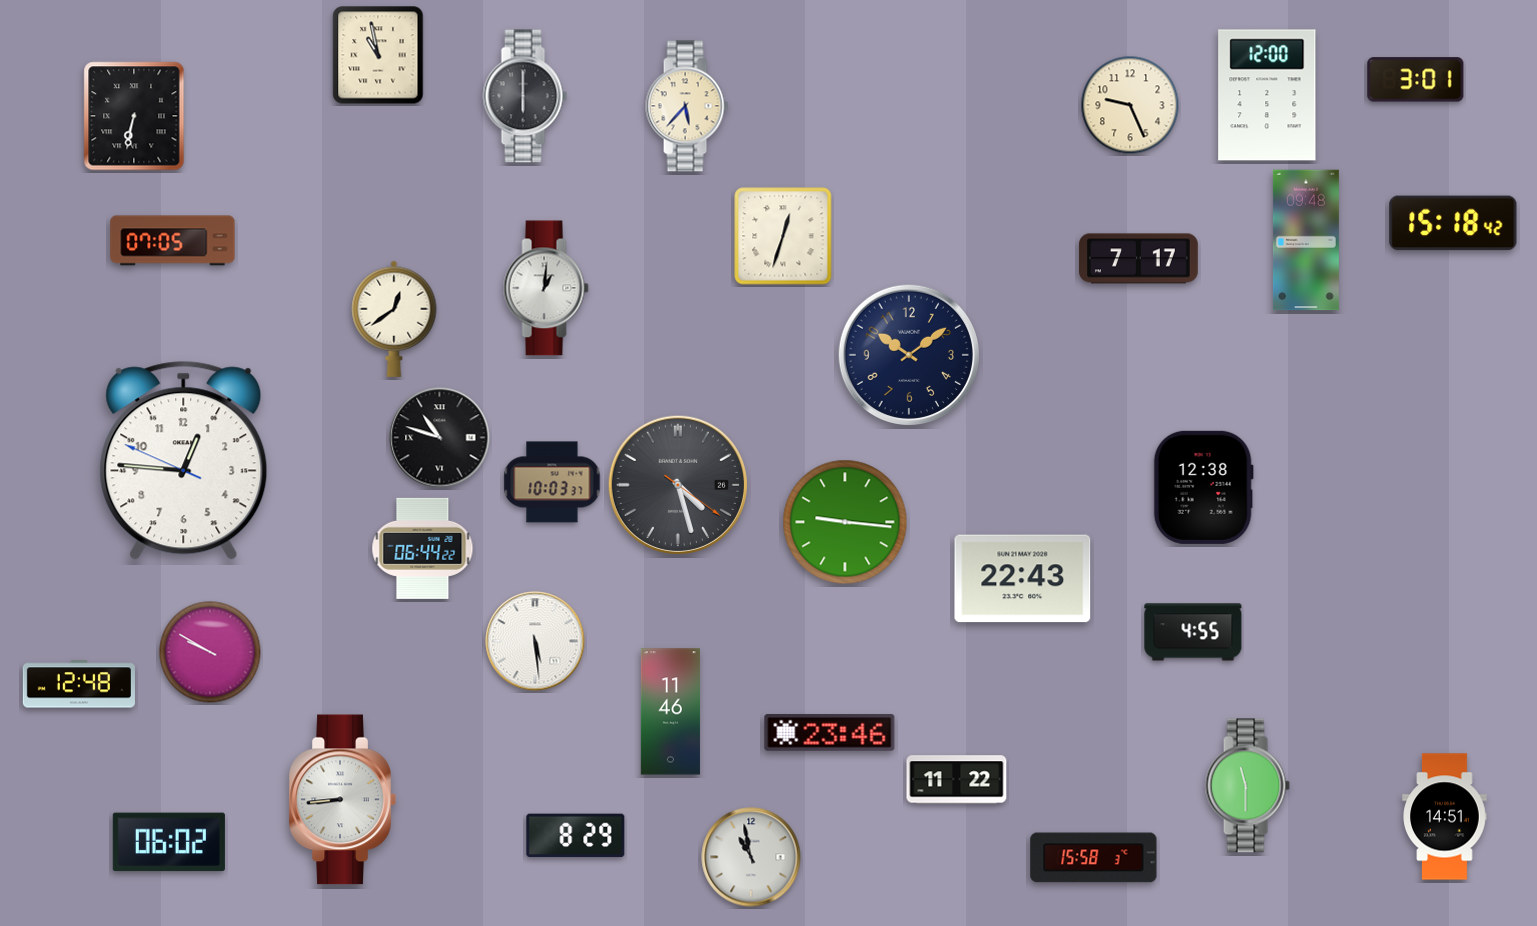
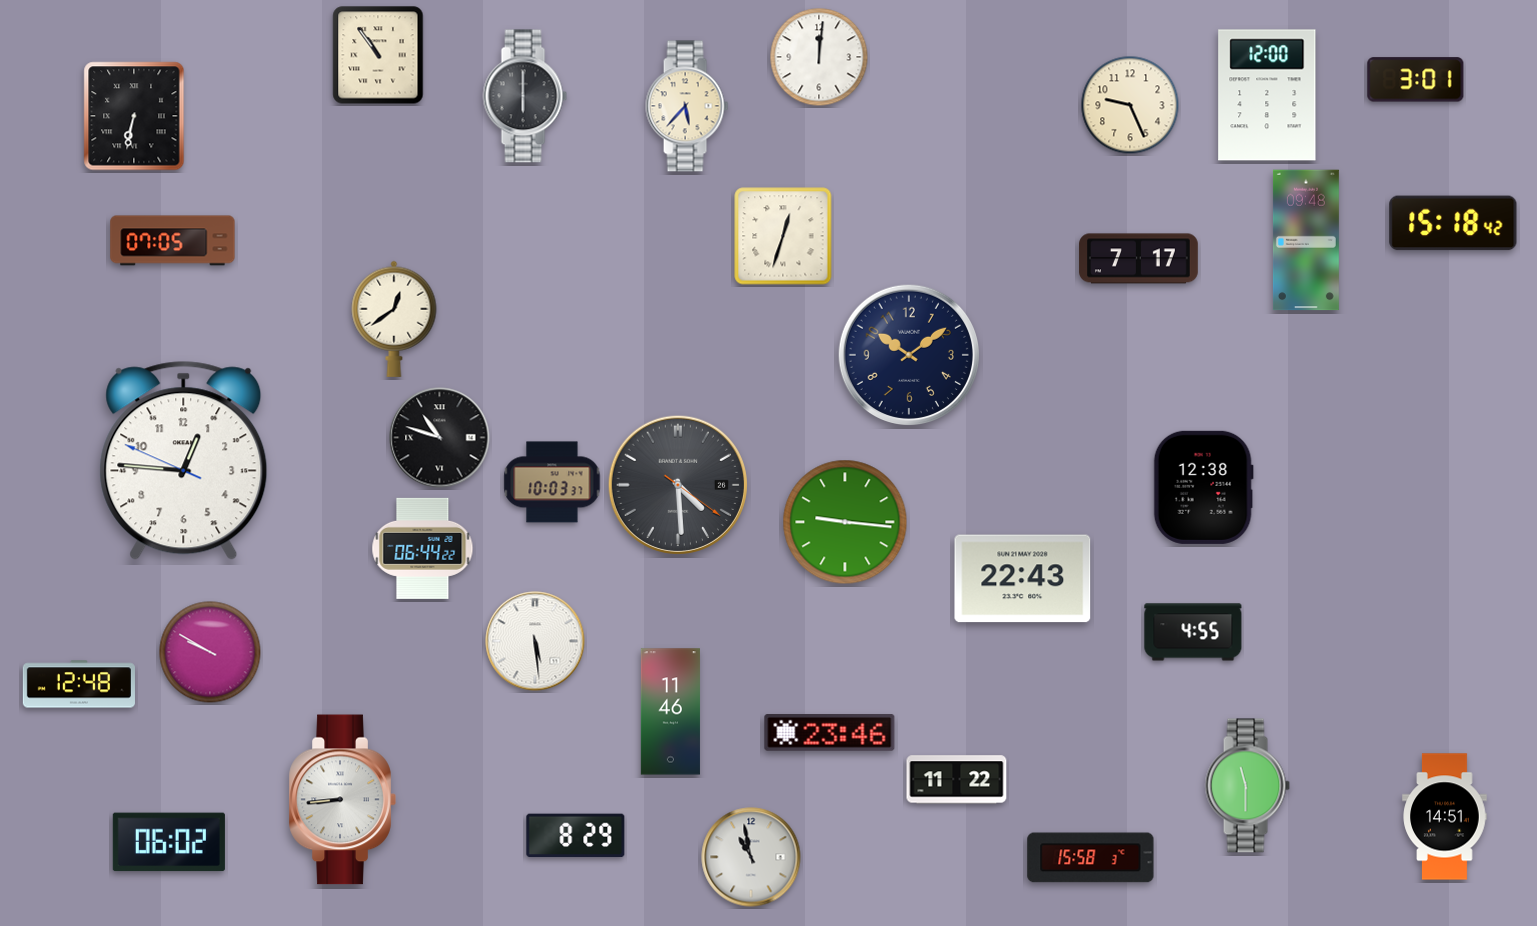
clock at (378, 55): 10:58 -> 10:54
clock at (819, 57): none -> 12:01
clock at (546, 288): 1:01 -> none
clock at (678, 485): 4:27 -> 4:29
clock at (1094, 858) position: (1094, 858) -> (1091, 858)
